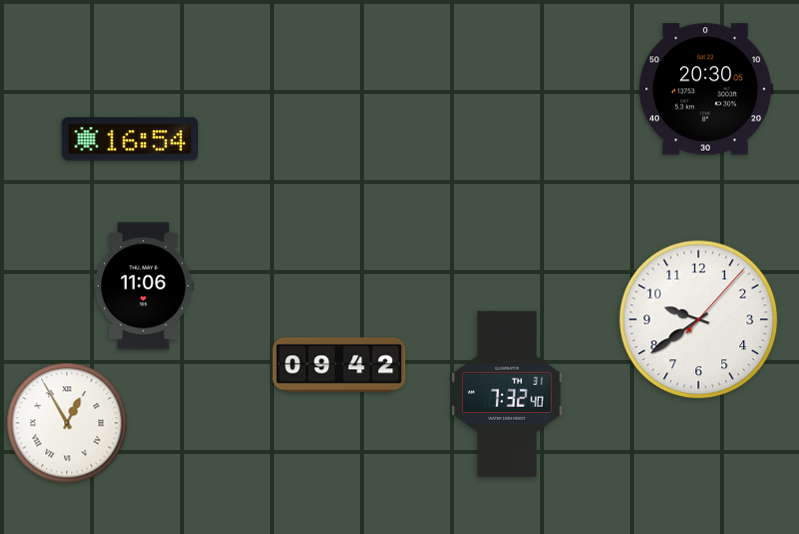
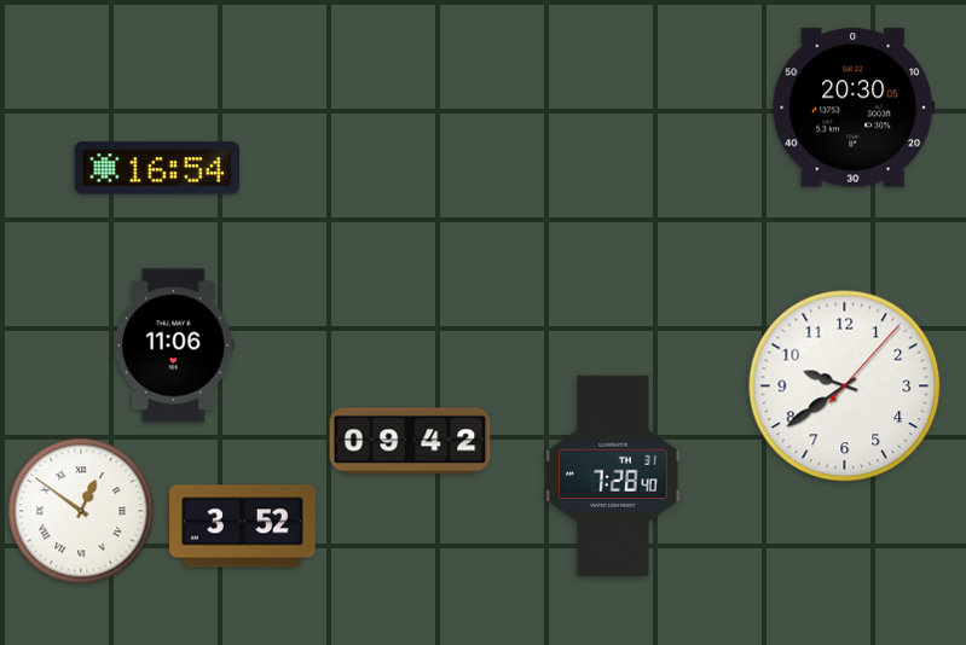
clock at (507, 394): 7:32 -> 7:28
clock at (67, 423): 12:55 -> 12:51
clock at (243, 527): none -> 3:52
